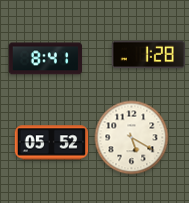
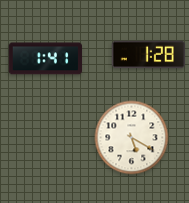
clock at (45, 59): 8:41 -> 1:41
clock at (52, 143): 05:52 -> none
